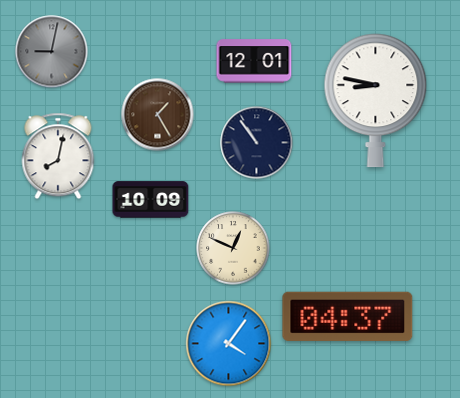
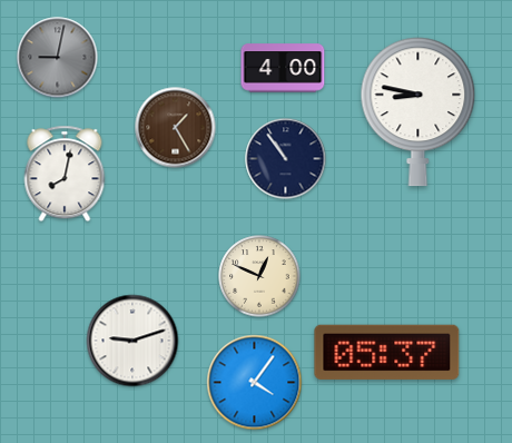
clock at (254, 61): 12:01 -> 4:00
clock at (151, 200): 10:09 -> none
clock at (132, 341): none -> 9:12
clock at (348, 316): 04:37 -> 05:37
